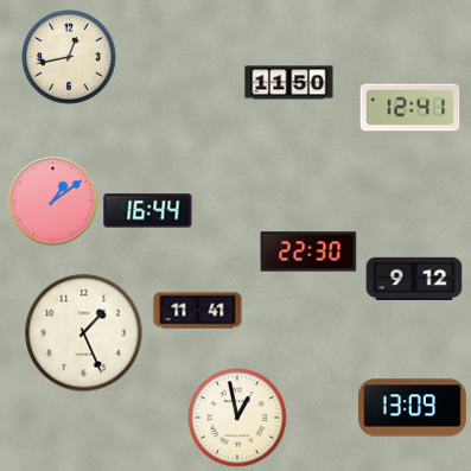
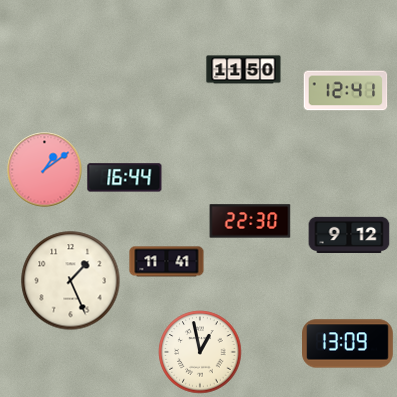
clock at (69, 57): 12:43 -> none
clock at (308, 252) position: (308, 252) -> (250, 221)
